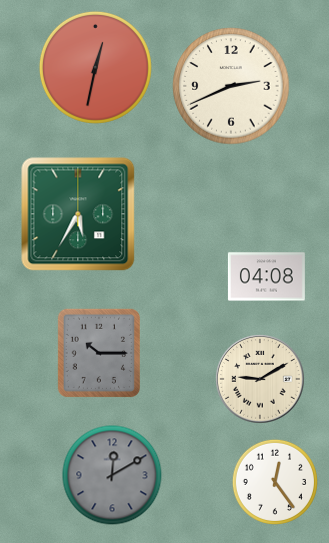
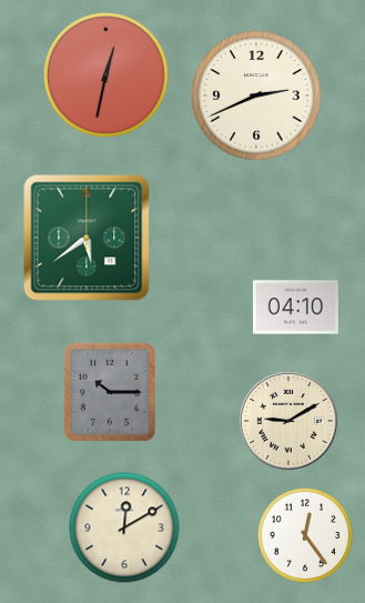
clock at (78, 214): 5:35 -> 5:39
clock at (266, 277): 04:08 -> 04:10
clock at (112, 475) dial: grey -> cream
